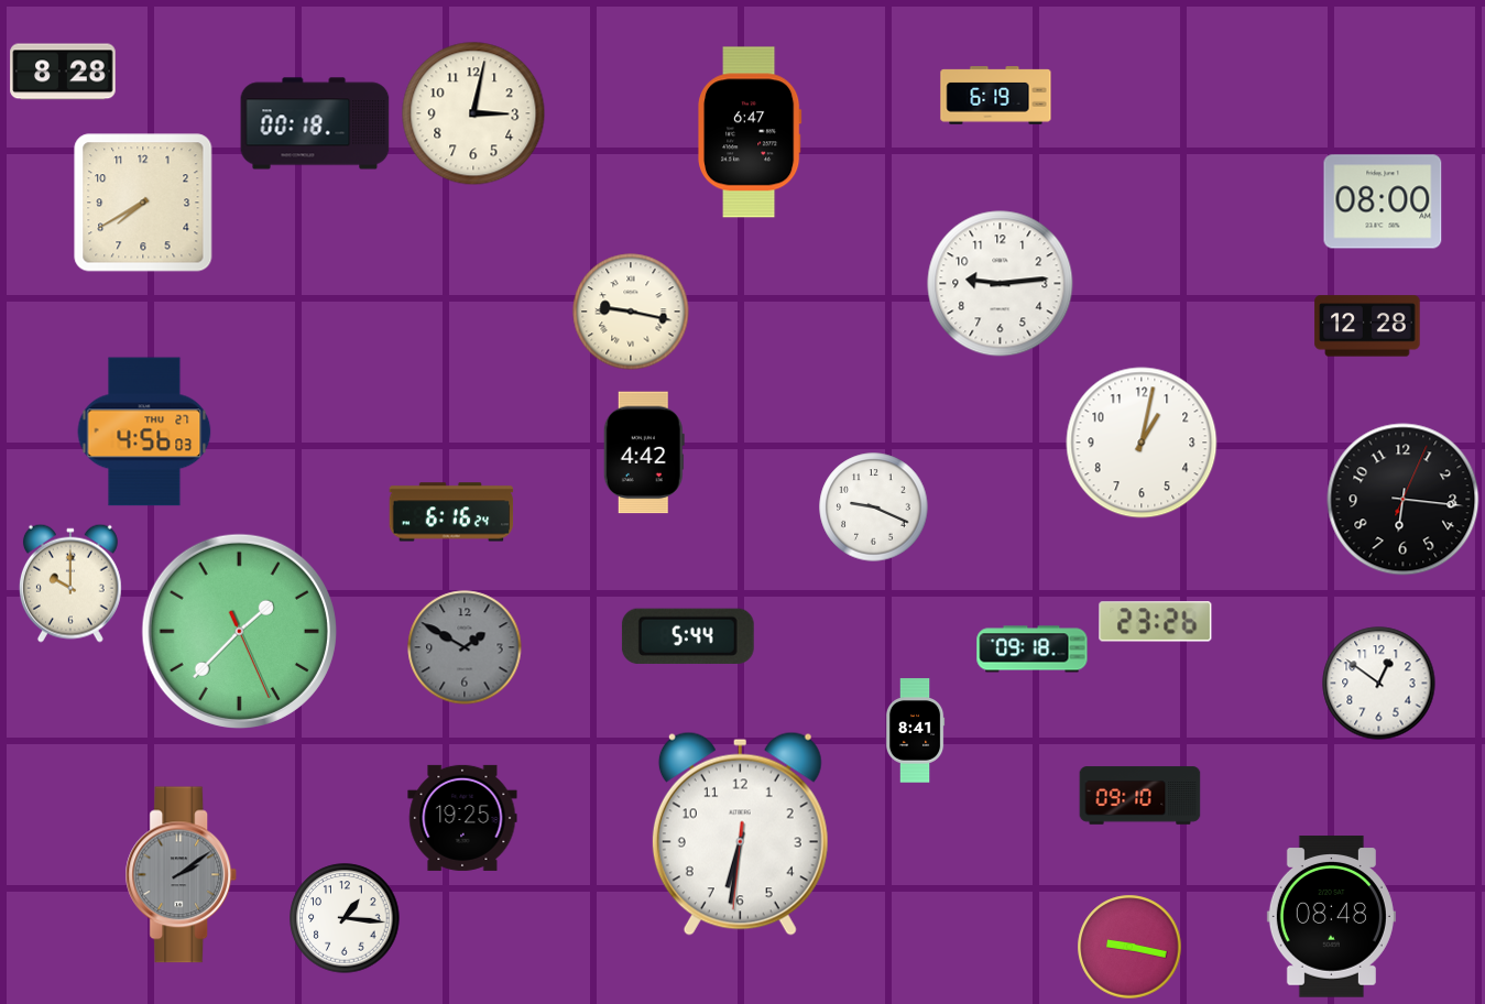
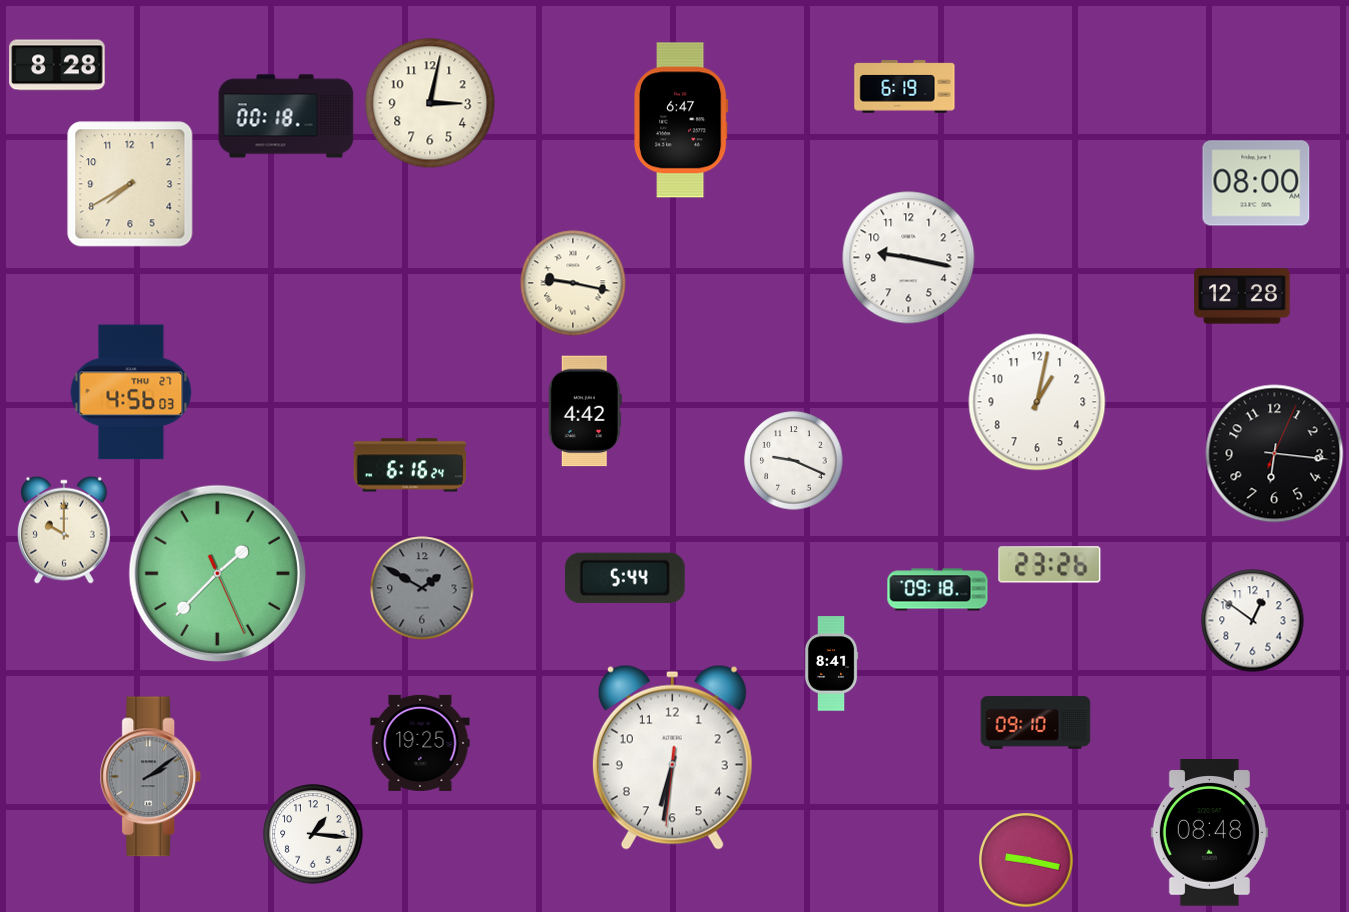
clock at (315, 123) position: (315, 123) -> (286, 116)
clock at (1001, 284): 9:14 -> 9:17
clock at (182, 875) position: (182, 875) -> (151, 777)
